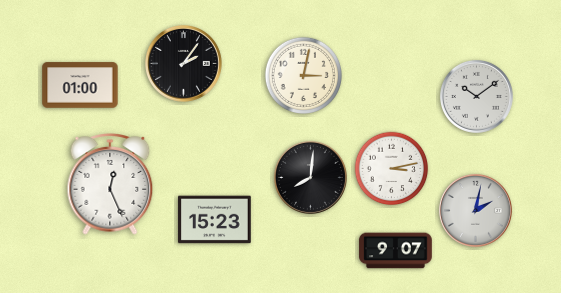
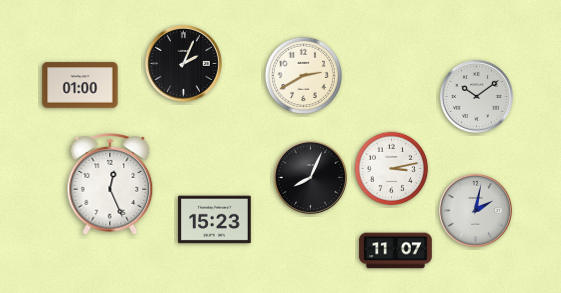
clock at (183, 63): 2:06 -> 2:04
clock at (303, 75): 3:02 -> 2:40
clock at (310, 177): 8:01 -> 8:04
clock at (396, 251): 9:07 -> 11:07
